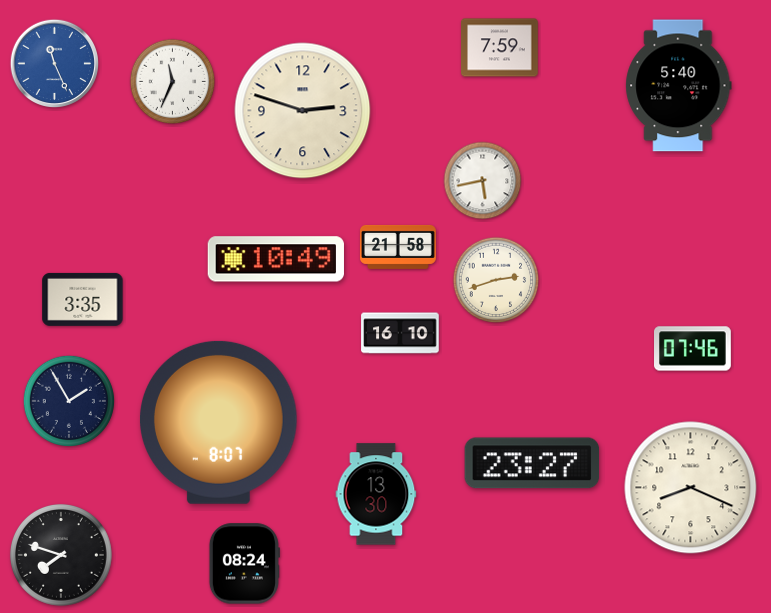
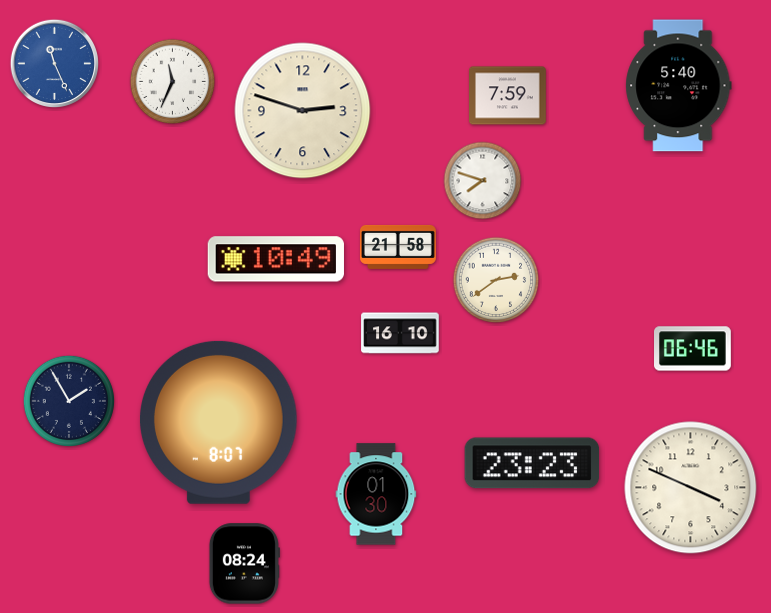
clock at (500, 48) position: (500, 48) -> (508, 96)
clock at (483, 181): 5:43 -> 7:48
clock at (496, 280): 2:42 -> 2:39
clock at (83, 299): 3:35 -> none
clock at (693, 349): 07:46 -> 06:46
clock at (532, 463): 23:27 -> 23:23
clock at (691, 488): 8:19 -> 3:49
clock at (376, 494): 13:30 -> 01:30
clock at (61, 555): 7:48 -> none
